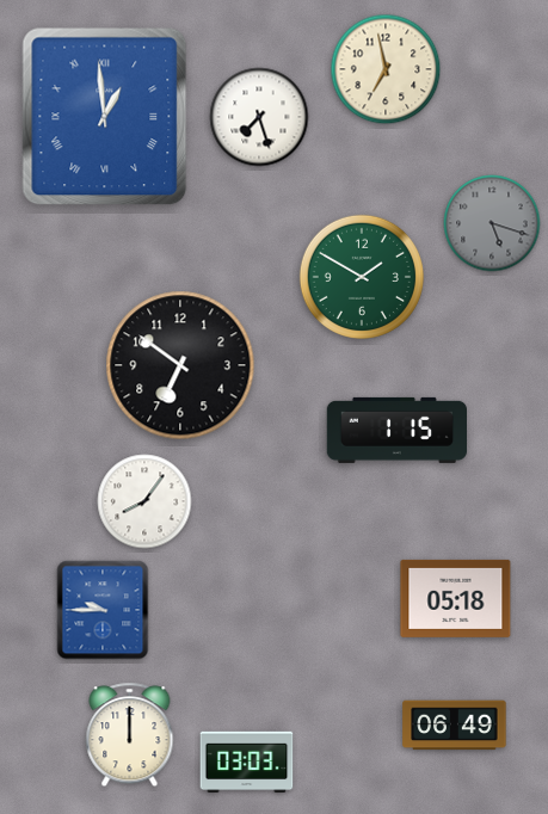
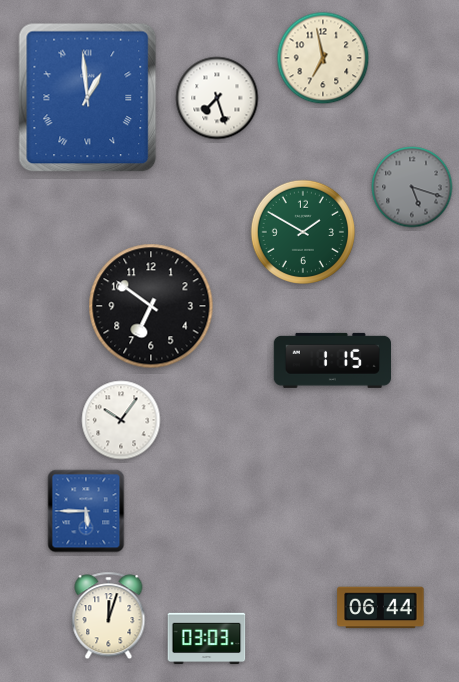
clock at (144, 501): 8:06 -> 10:06
clock at (456, 598): 05:18 -> none
clock at (103, 610): 9:45 -> 5:45
clock at (455, 726): 06:49 -> 06:44
clock at (130, 735): 12:00 -> 12:03
